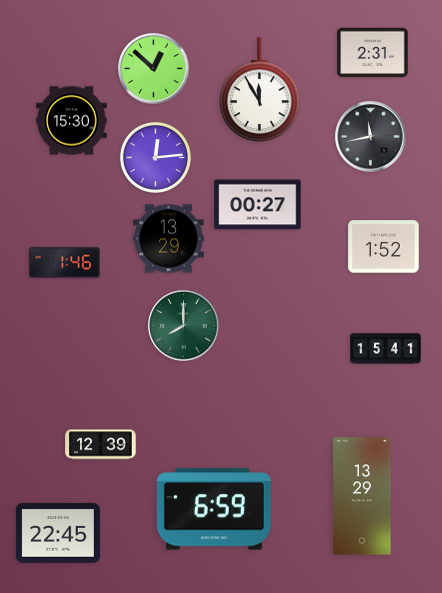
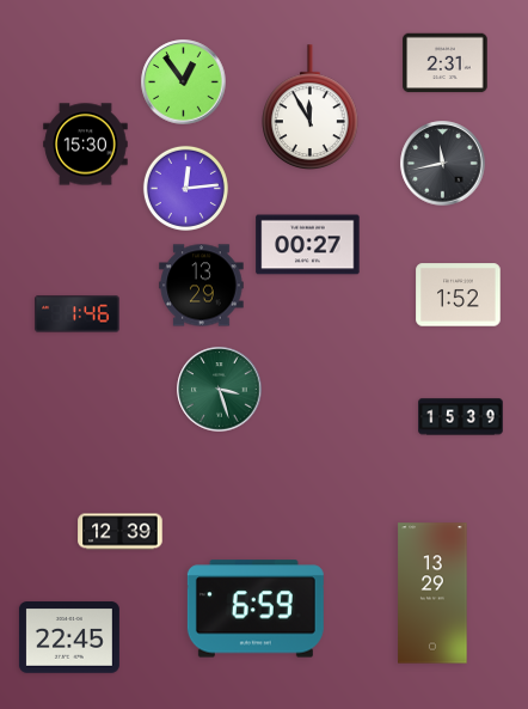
clock at (154, 69): 12:52 -> 12:54
clock at (184, 326): 8:00 -> 3:27
clock at (386, 349): 15:41 -> 15:39
